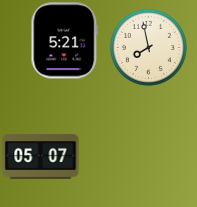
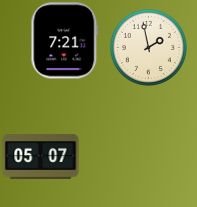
clock at (65, 41): 5:21 -> 7:21
clock at (148, 47): 7:58 -> 1:58
